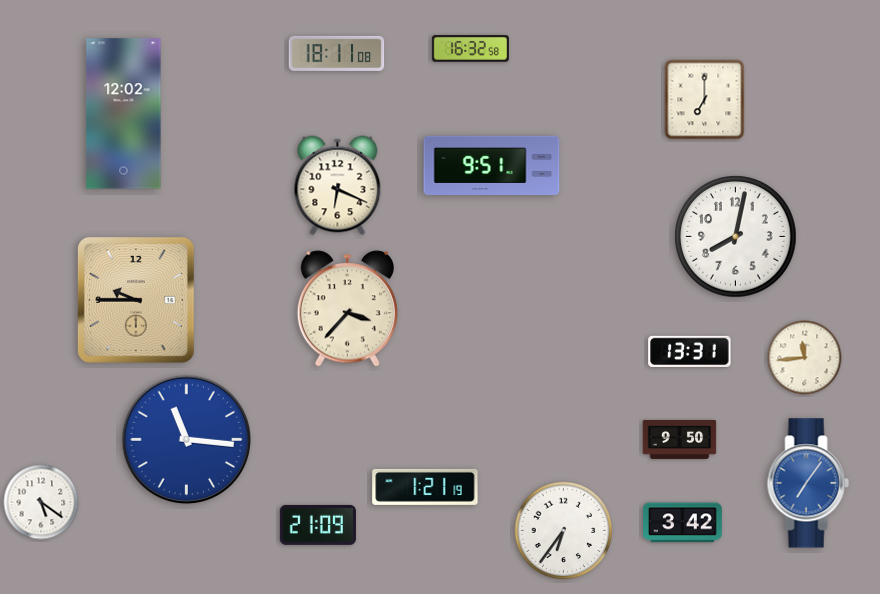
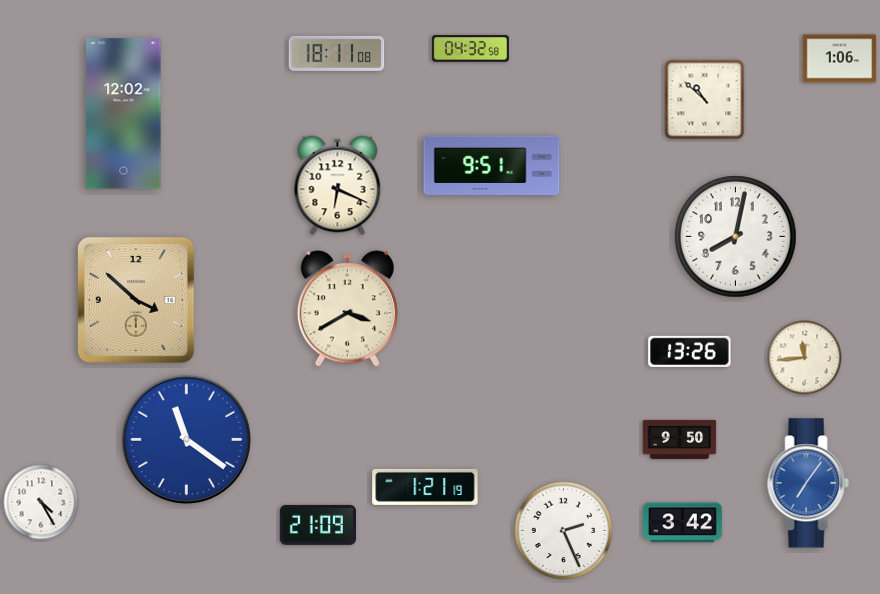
clock at (470, 49): 16:32 -> 04:32
clock at (840, 59): none -> 1:06
clock at (705, 100): 7:00 -> 10:52
clock at (136, 300): 9:45 -> 3:52
clock at (347, 309): 3:37 -> 3:40
clock at (690, 351): 13:31 -> 13:26
clock at (186, 439): 11:16 -> 11:21
clock at (41, 502): 5:21 -> 4:25
clock at (564, 531): 6:36 -> 2:26
